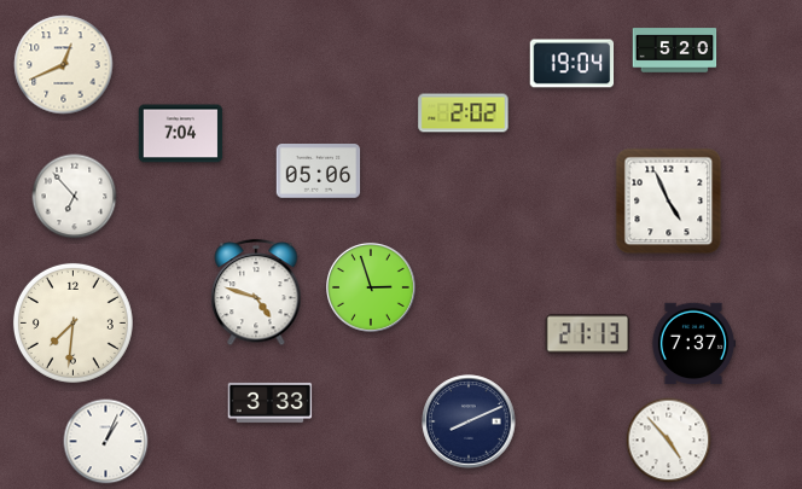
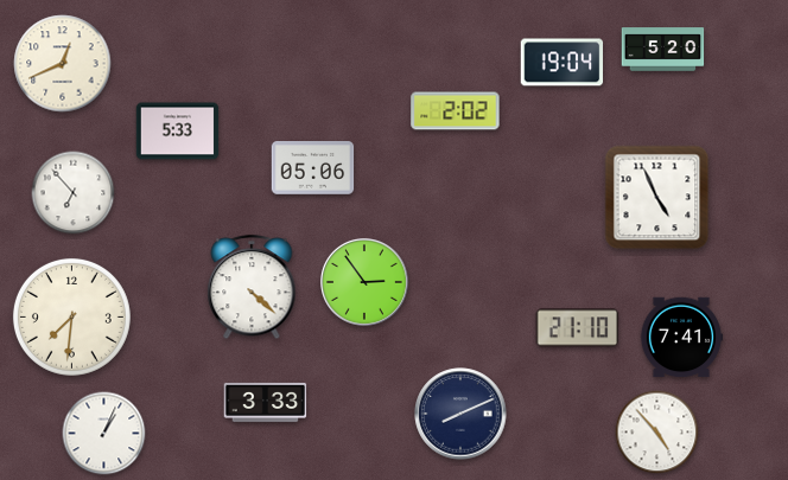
clock at (181, 134): 7:04 -> 5:33
clock at (372, 289): 2:57 -> 2:54
clock at (256, 293): 4:48 -> 4:22
clock at (588, 334): 21:13 -> 21:10
clock at (693, 344): 7:37 -> 7:41
clock at (271, 402) position: (271, 402) -> (266, 402)
